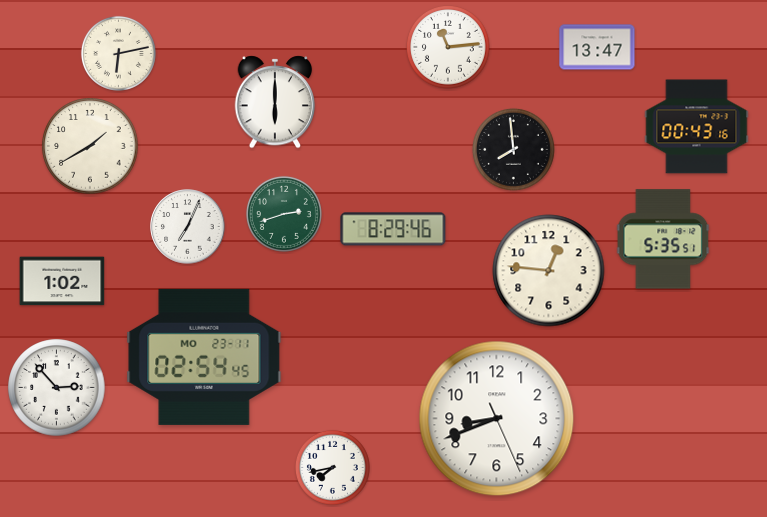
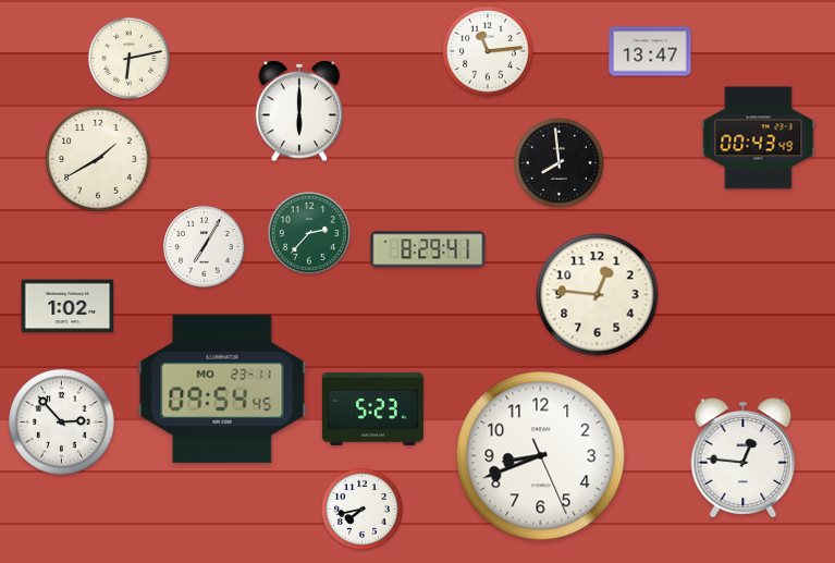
clock at (697, 127): 00:43:16 -> 00:43:49
clock at (284, 214): 2:42 -> 2:37
clock at (188, 227): 7:04 -> 7:05
clock at (393, 229): 8:29:46 -> 8:29:41
clock at (663, 239): 5:35 -> none
clock at (204, 357): 02:54 -> 09:54
clock at (372, 408): none -> 5:23
clock at (744, 458): none -> 12:46
